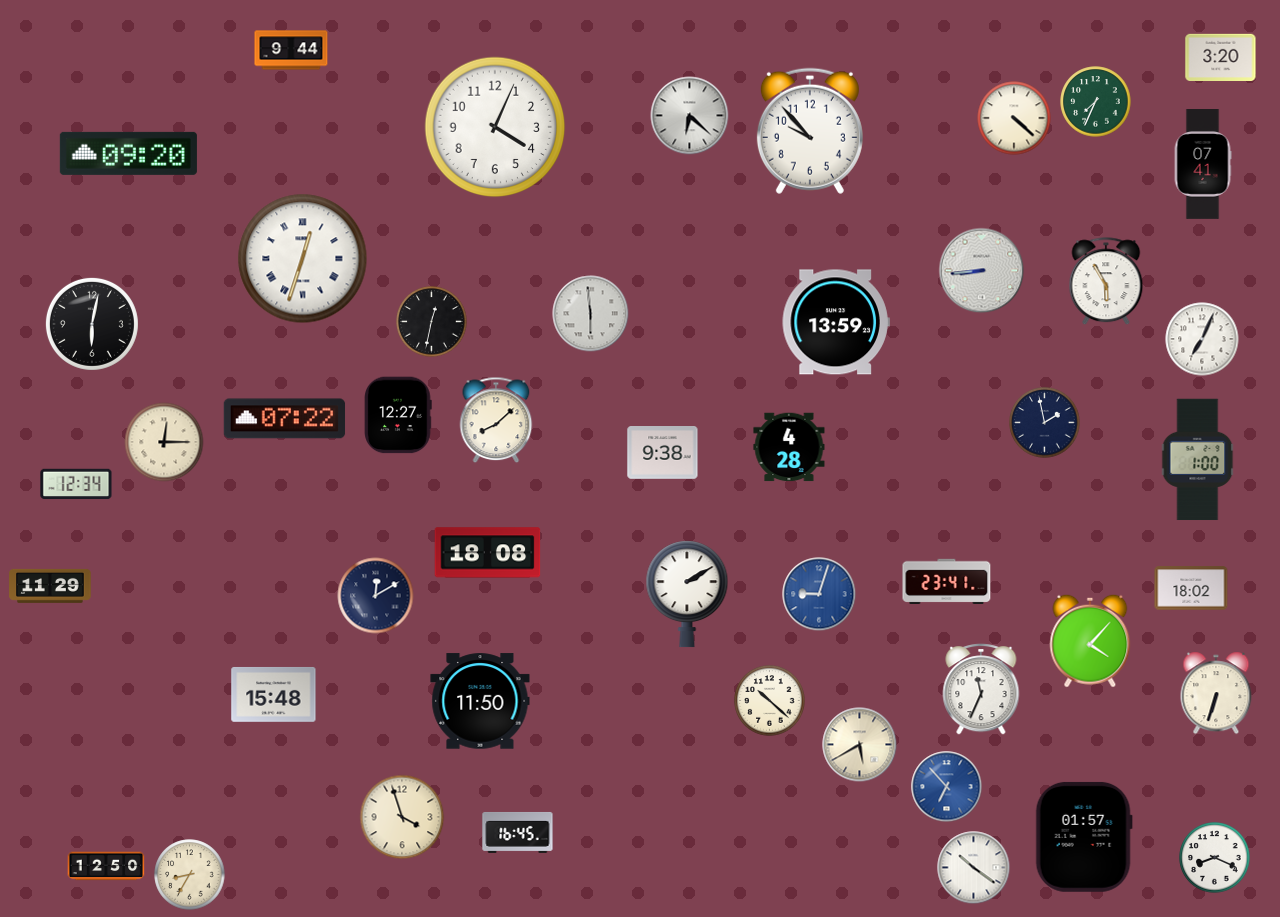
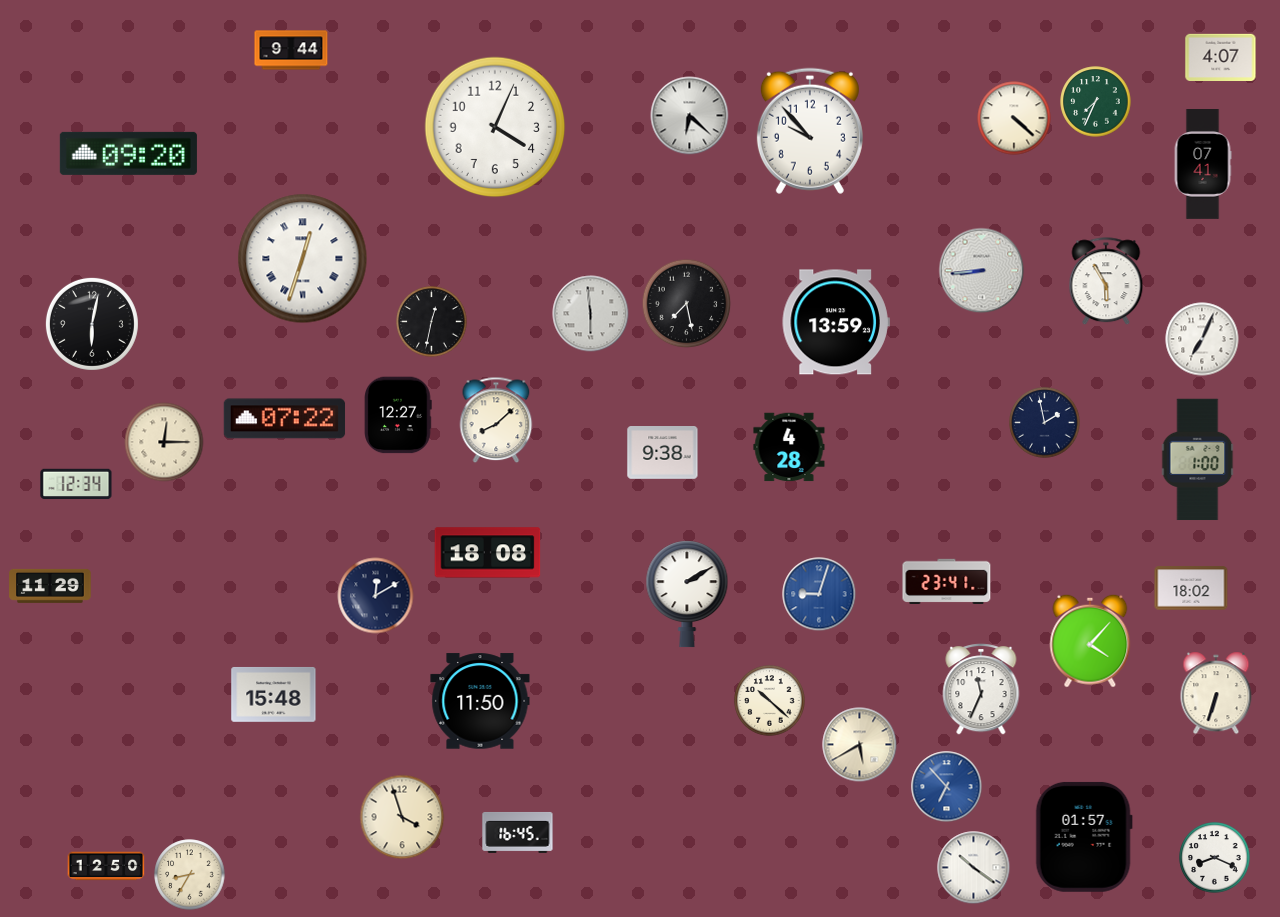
clock at (1221, 57): 3:20 -> 4:07
clock at (687, 304): none -> 7:28
